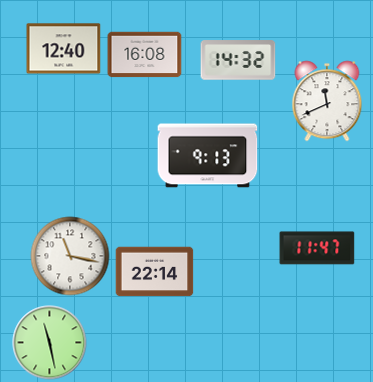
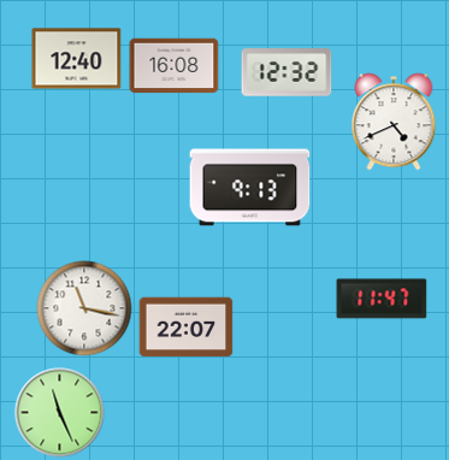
clock at (238, 60): 14:32 -> 12:32
clock at (327, 101): 11:41 -> 4:41
clock at (155, 272): 22:14 -> 22:07
clock at (50, 343): 11:28 -> 11:26
